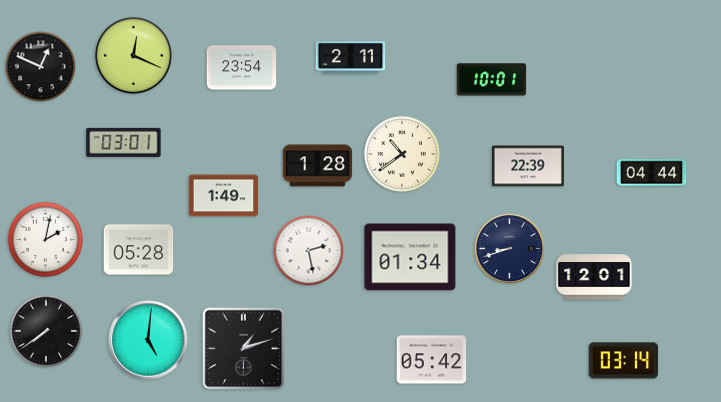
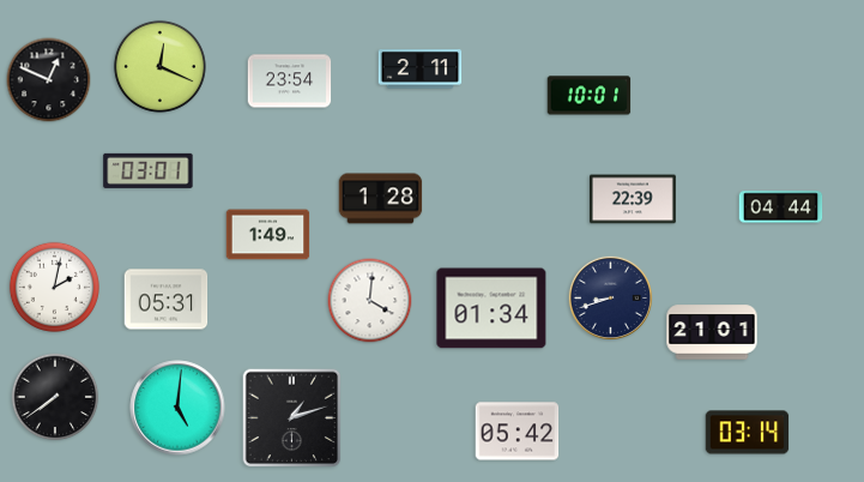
clock at (402, 154): 10:39 -> none
clock at (139, 250): 05:28 -> 05:31
clock at (309, 251): 2:28 -> 4:01
clock at (594, 277): 12:01 -> 21:01
